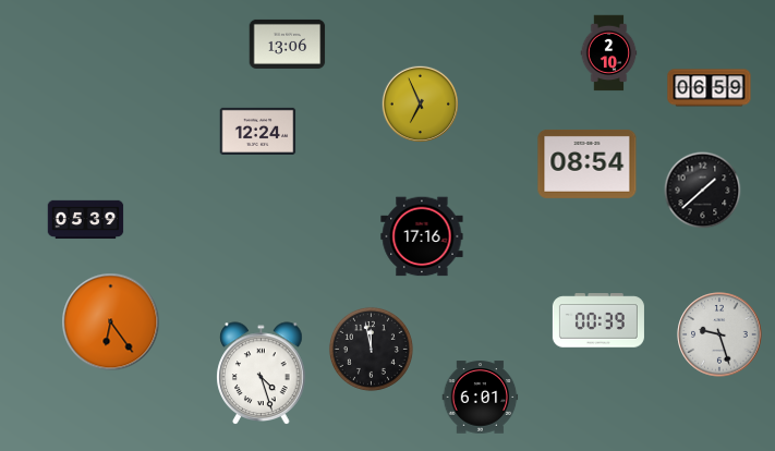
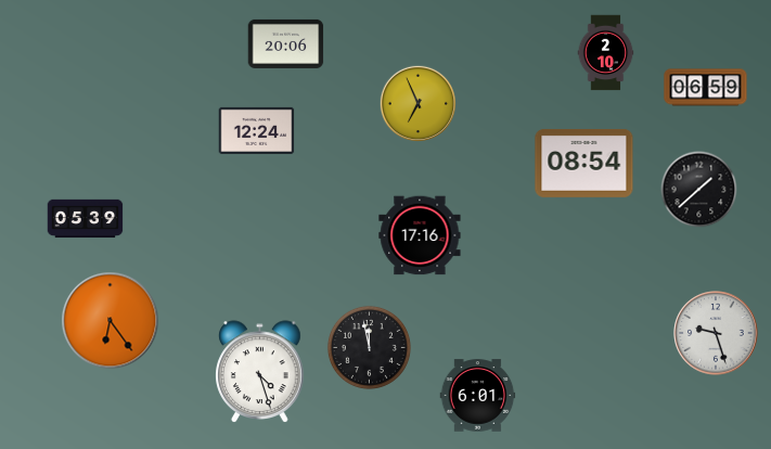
clock at (288, 44): 13:06 -> 20:06
clock at (598, 320): 00:39 -> none
